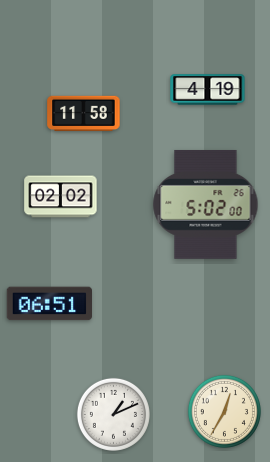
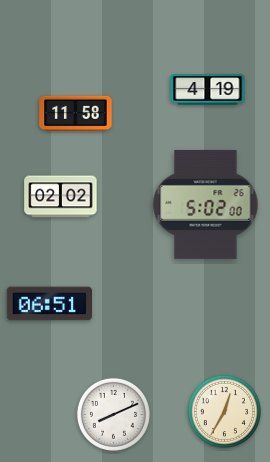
clock at (84, 114) position: (84, 114) -> (76, 114)
clock at (113, 414): 1:11 -> 8:11
